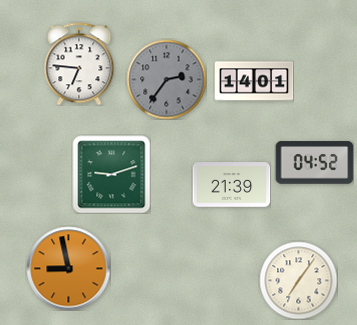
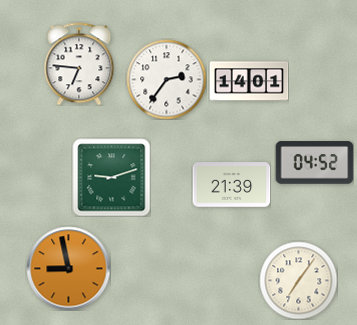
clock at (166, 79) dial: grey -> white
clock at (254, 81) position: (254, 81) -> (249, 81)
clock at (111, 174) position: (111, 174) -> (111, 177)
